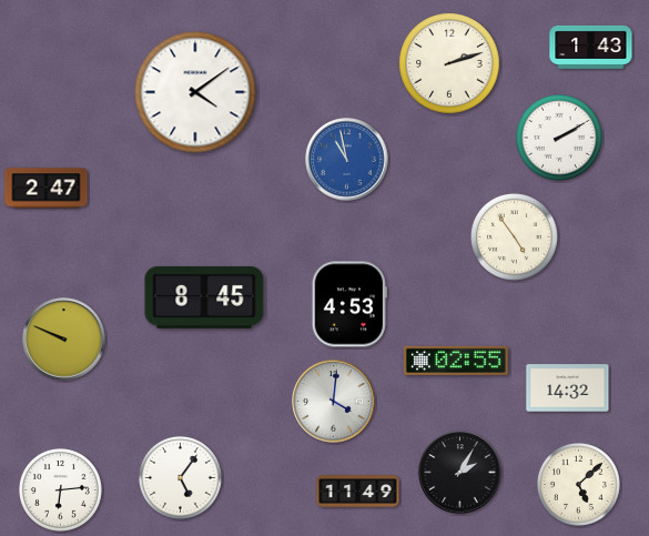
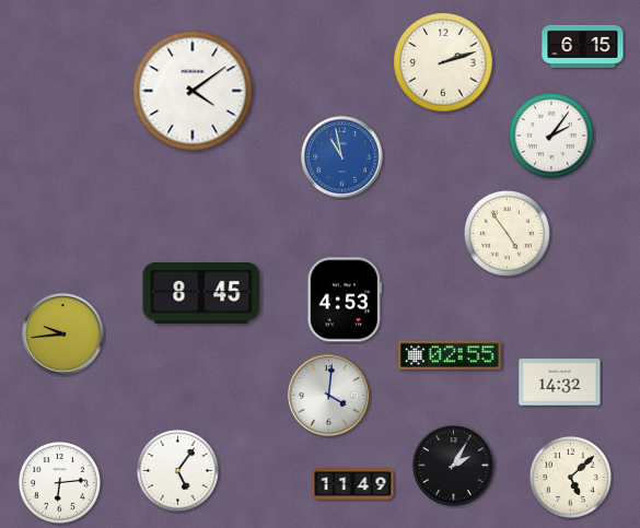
clock at (591, 47): 1:43 -> 6:15
clock at (560, 139): 2:10 -> 2:06
clock at (47, 189): 2:47 -> none
clock at (64, 340): 9:49 -> 9:44
